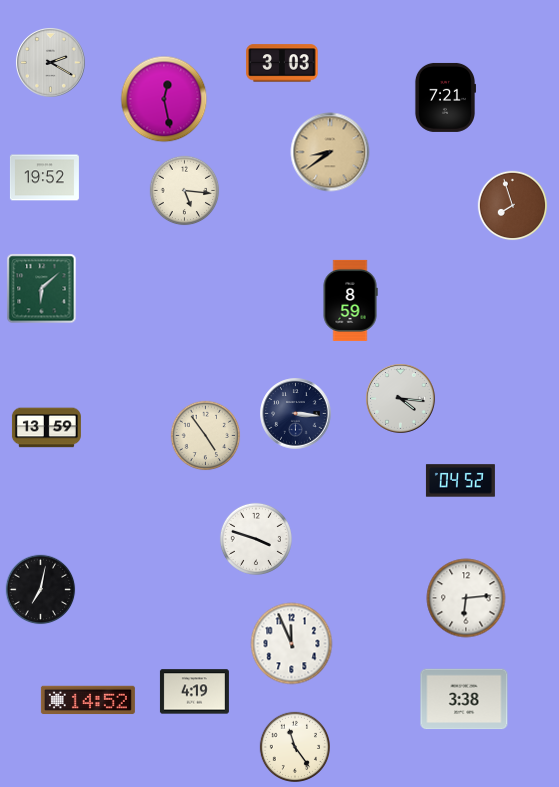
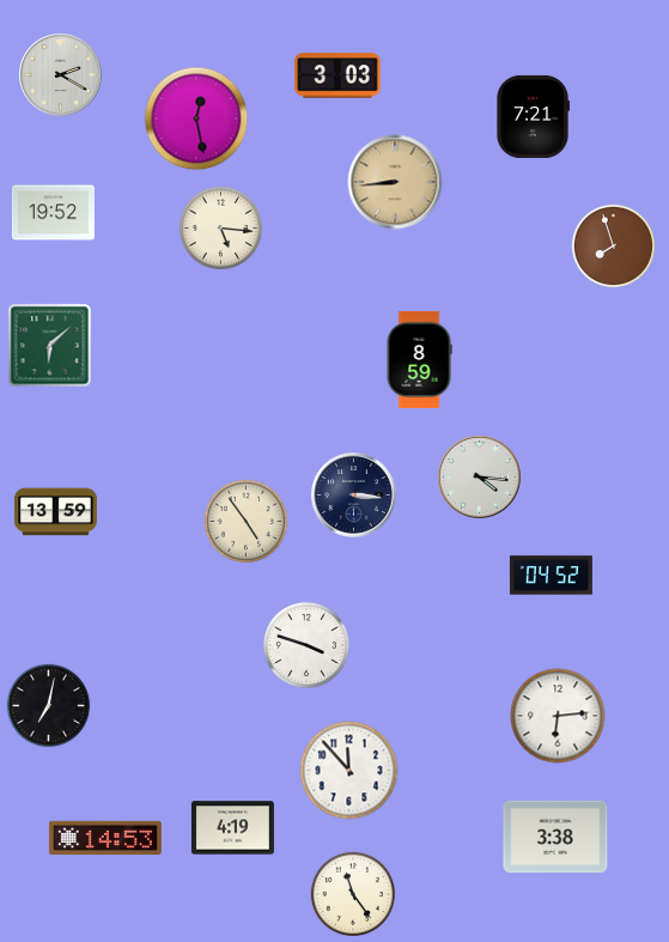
clock at (330, 152): 8:39 -> 8:44
clock at (292, 644): 11:56 -> 11:53
clock at (88, 700): 14:52 -> 14:53
